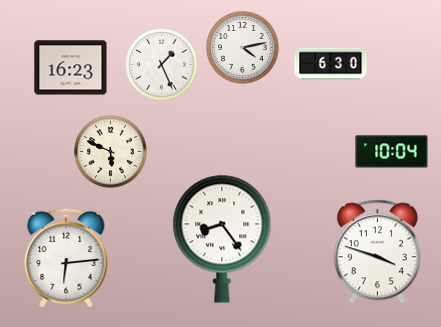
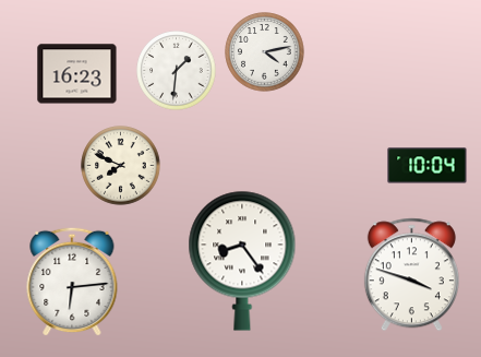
clock at (331, 64): 6:30 -> none
clock at (162, 65): 1:26 -> 1:31
clock at (111, 152): 5:49 -> 7:49
